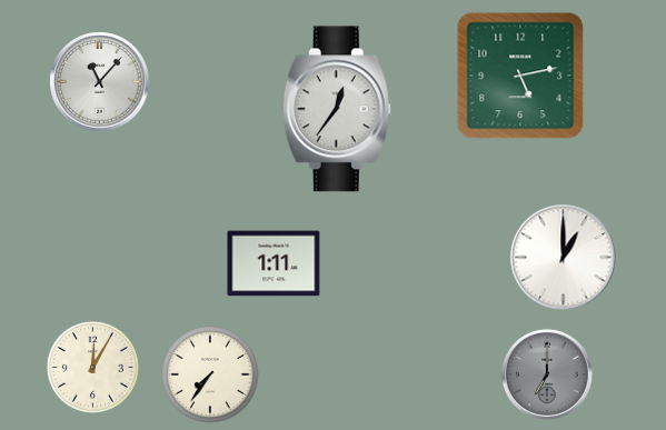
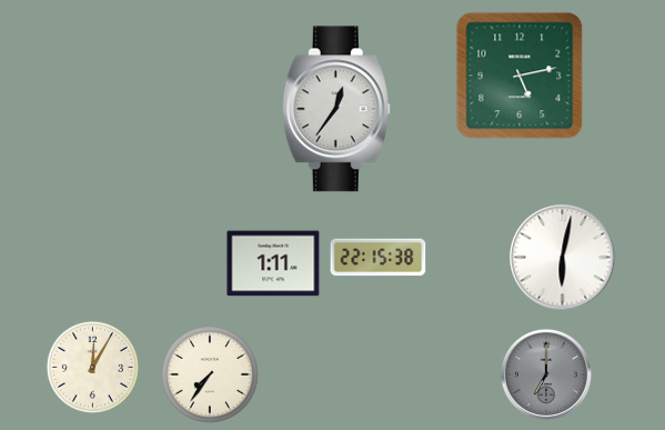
clock at (100, 82): 11:07 -> none
clock at (379, 258): none -> 22:15
clock at (564, 258): 1:00 -> 6:02
